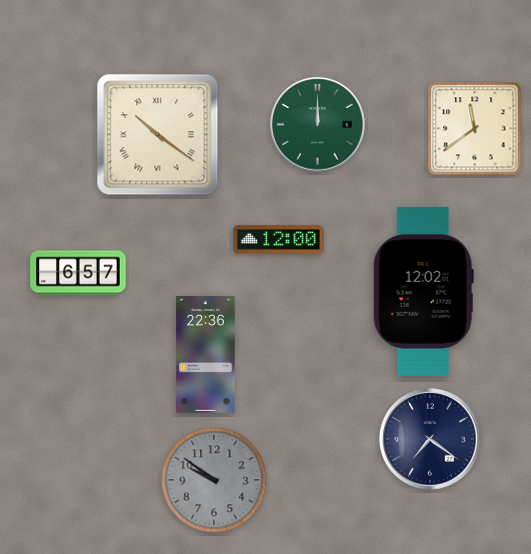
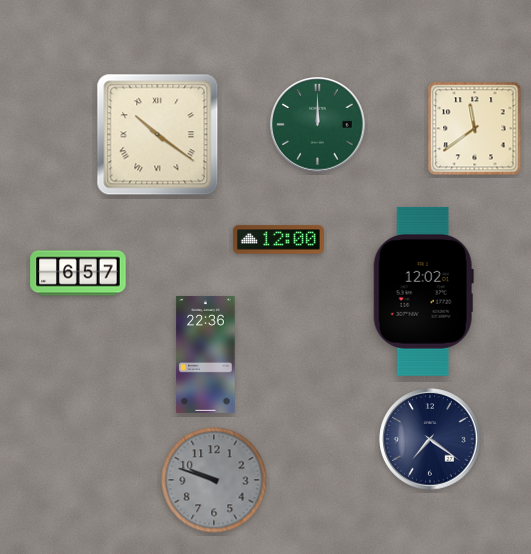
clock at (214, 480): 9:51 -> 9:48
